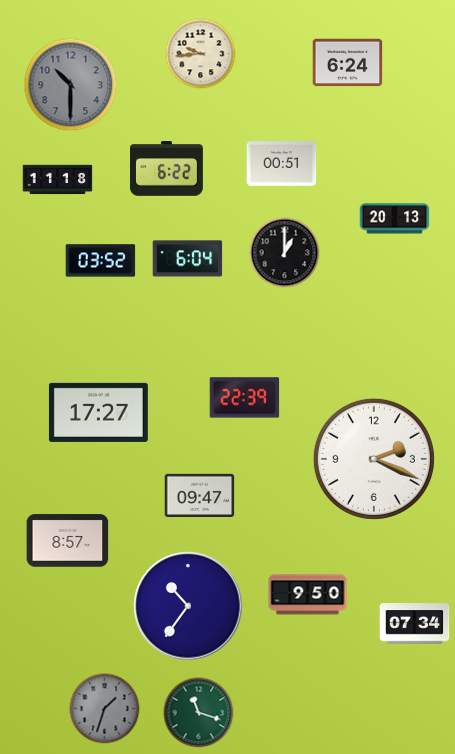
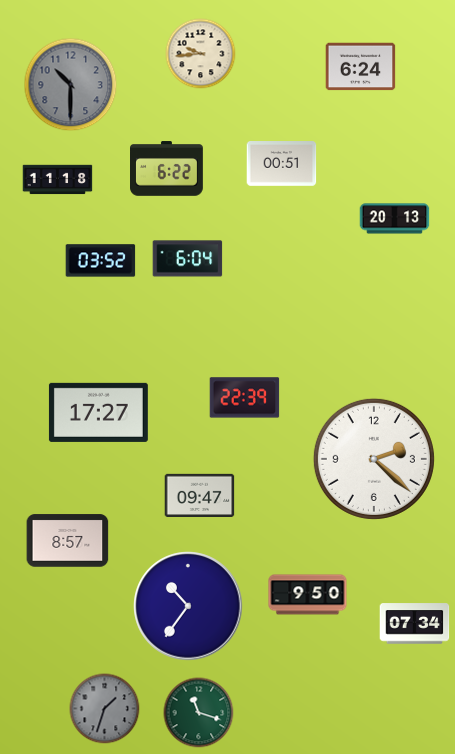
clock at (348, 63) position: (348, 63) -> (361, 67)
clock at (285, 253): 1:00 -> none
clock at (374, 459): 2:19 -> 2:22
